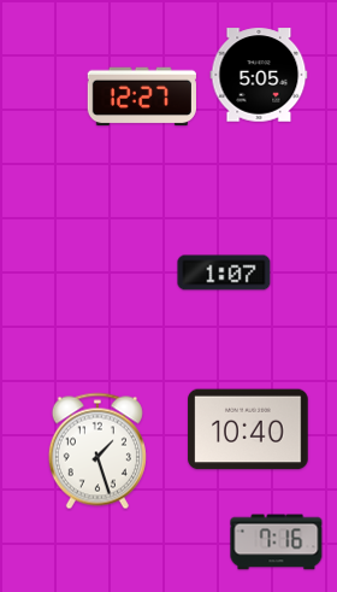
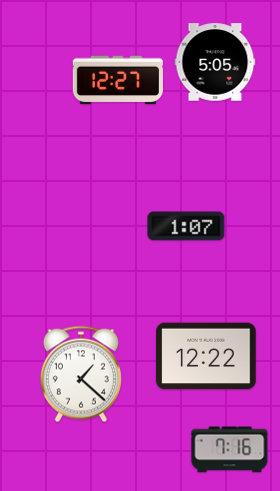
clock at (248, 429): 10:40 -> 12:22
clock at (97, 451): 1:27 -> 1:22
